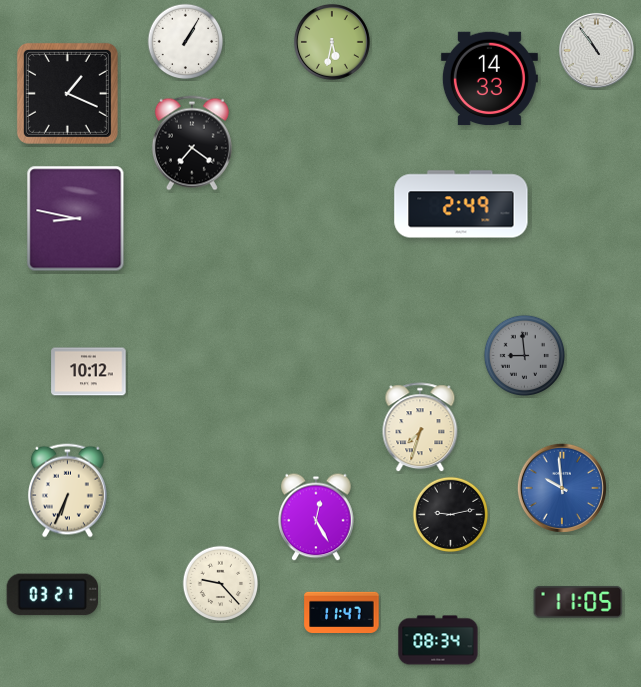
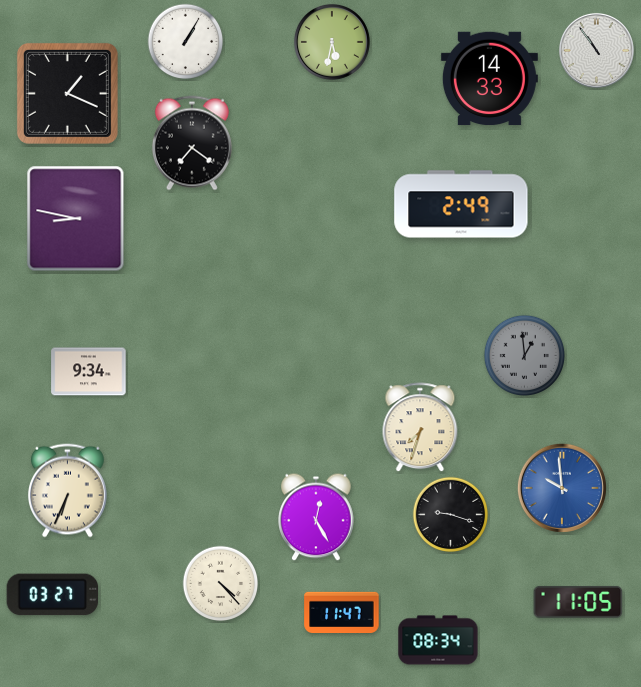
clock at (524, 355): 8:59 -> 12:59
clock at (89, 372): 10:12 -> 9:34
clock at (451, 515): 9:13 -> 9:18
clock at (221, 584): 9:23 -> 4:23
clock at (53, 595): 03:21 -> 03:27
